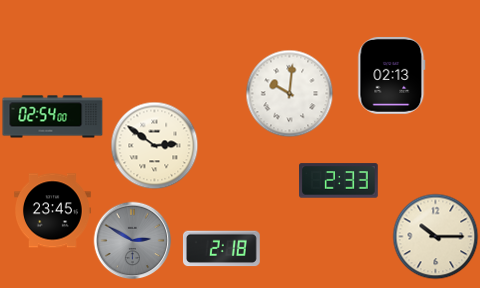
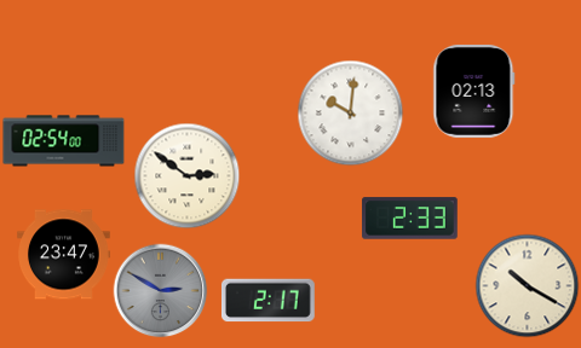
clock at (53, 211): 23:45 -> 23:47
clock at (435, 236): 10:15 -> 10:20
clock at (221, 249): 2:18 -> 2:17
